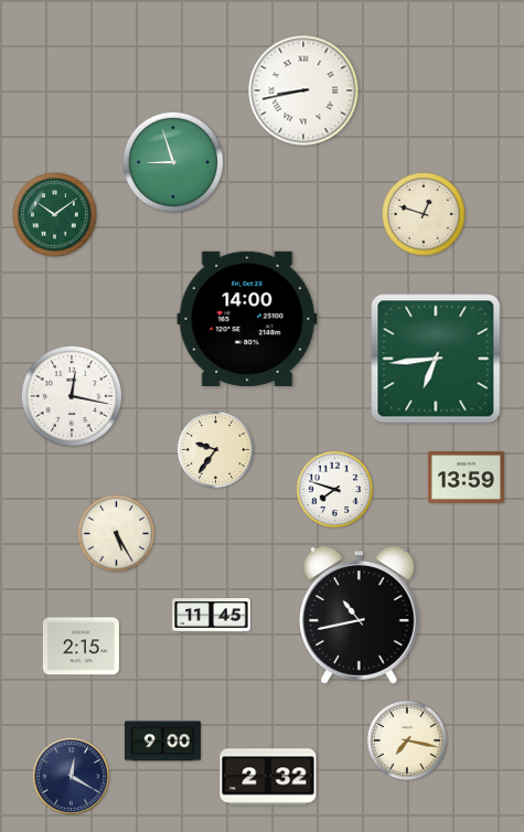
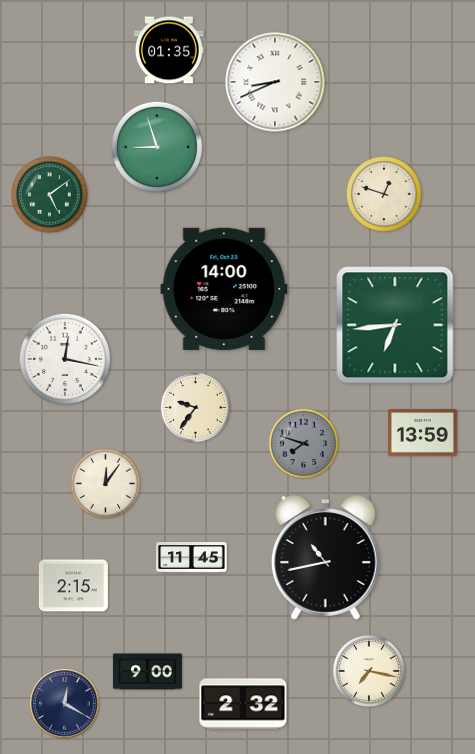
clock at (170, 50): none -> 01:35
clock at (303, 90): 8:43 -> 8:41
clock at (55, 215): 10:09 -> 5:09
clock at (335, 490) dial: white -> grey
clock at (117, 534): 5:25 -> 12:06
